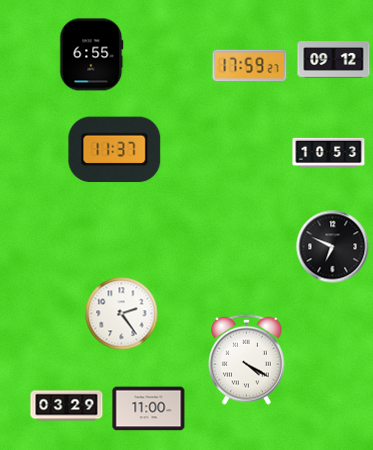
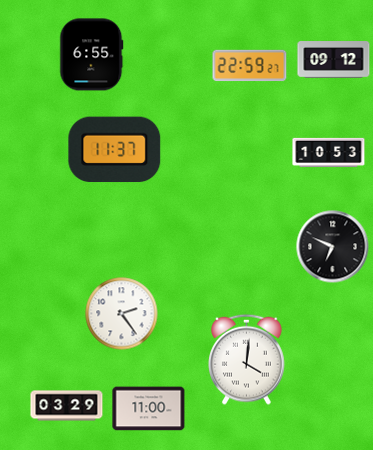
clock at (250, 66): 17:59 -> 22:59
clock at (247, 359): 4:20 -> 4:01
